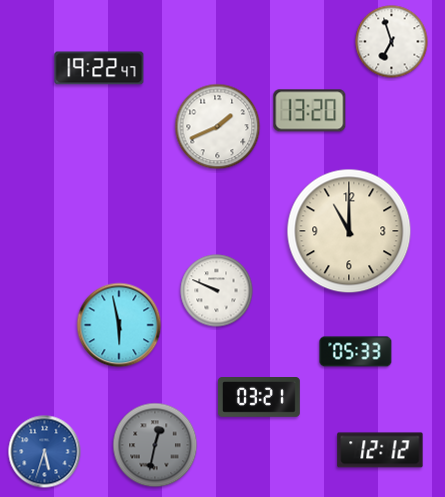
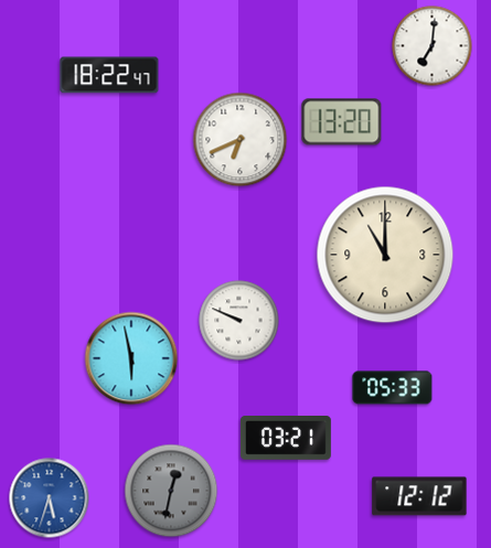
clock at (392, 42): 6:57 -> 7:01
clock at (99, 68): 19:22 -> 18:22
clock at (218, 127): 1:41 -> 6:41
